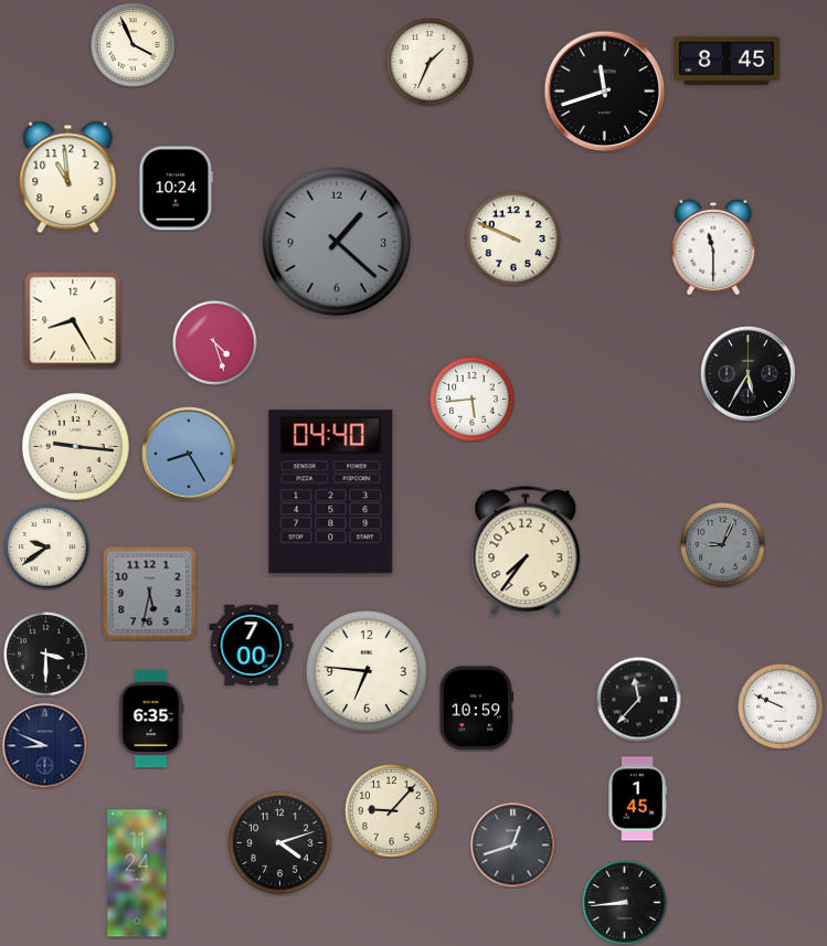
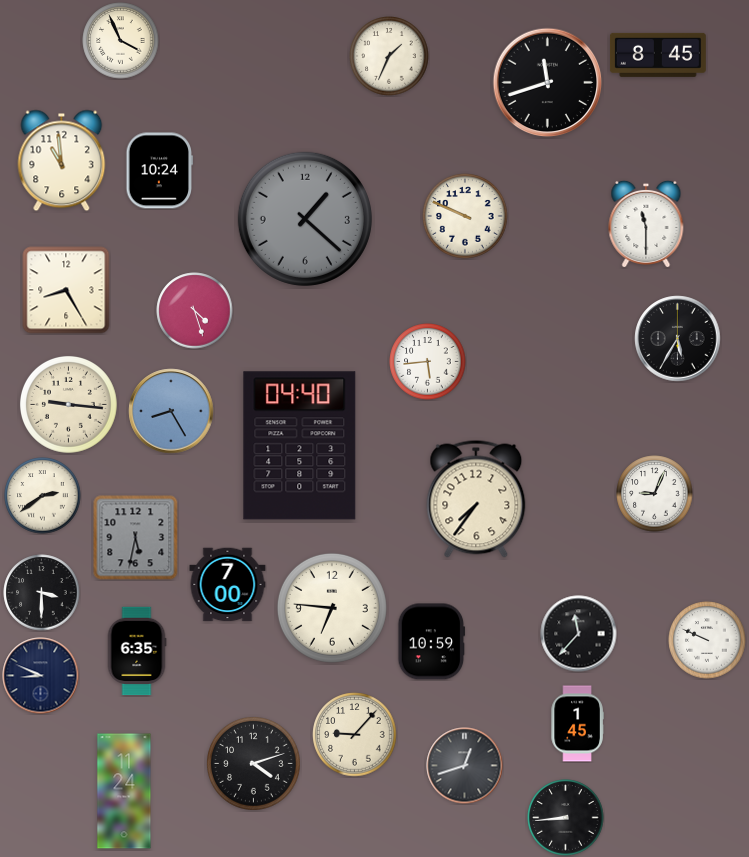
clock at (723, 545) dial: grey -> white
clock at (47, 548): 9:39 -> 2:39
